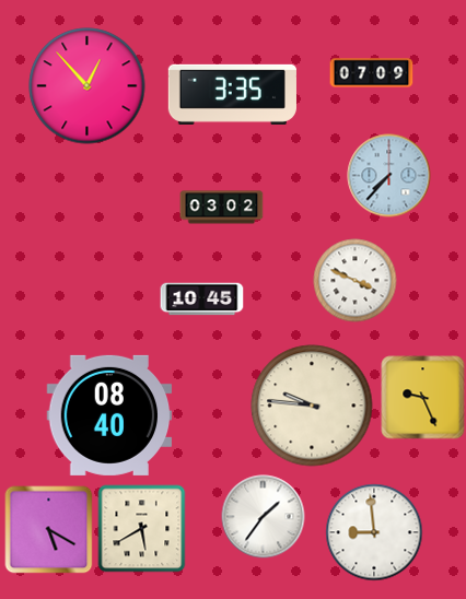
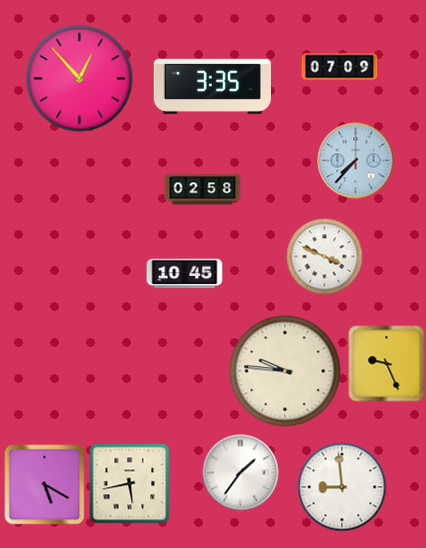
clock at (222, 208): 03:02 -> 02:58
clock at (109, 415): 08:40 -> none
clock at (142, 529): 5:40 -> 5:43
